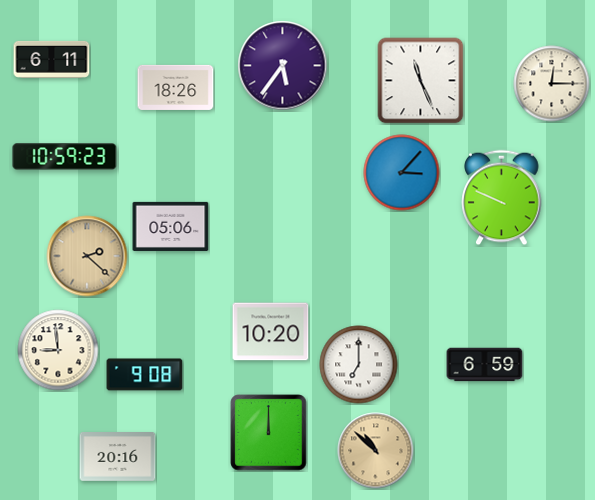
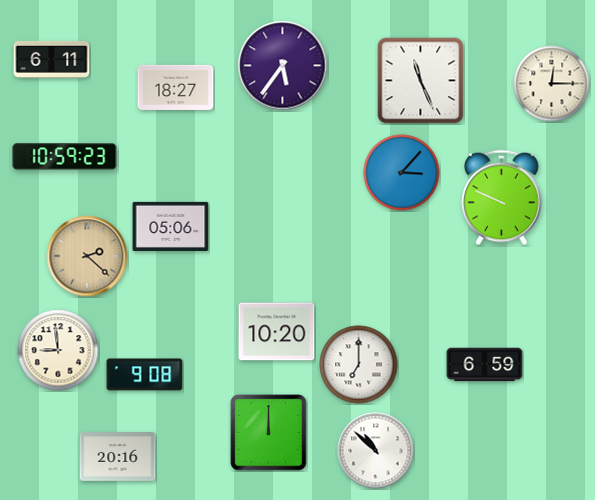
clock at (176, 87): 18:26 -> 18:27
clock at (271, 332) position: (271, 332) -> (277, 332)
clock at (376, 451) dial: champagne -> white
